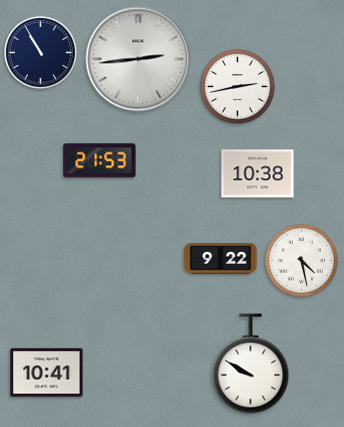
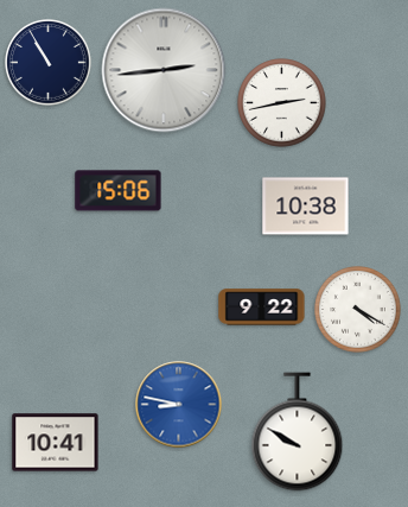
clock at (100, 161): 21:53 -> 15:06
clock at (302, 261): 4:28 -> 4:20
clock at (179, 405): none -> 8:47
